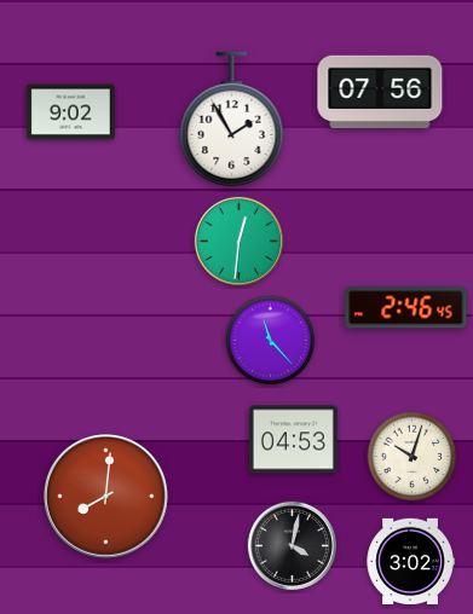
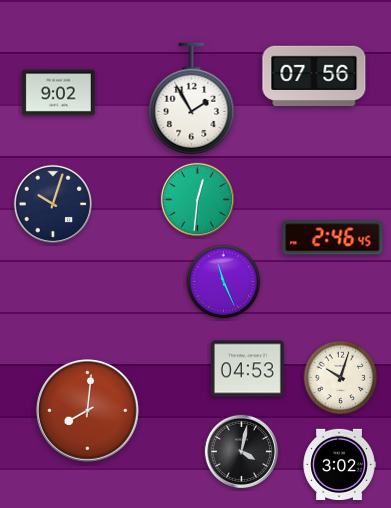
clock at (53, 204): none -> 10:03
clock at (406, 308) position: (406, 308) -> (333, 238)
clock at (271, 341): 11:23 -> 11:26
clock at (293, 440) position: (293, 440) -> (247, 369)
